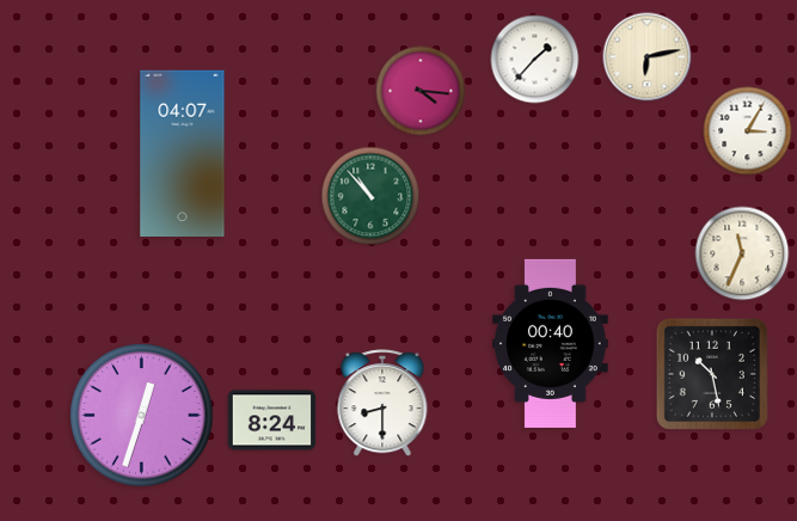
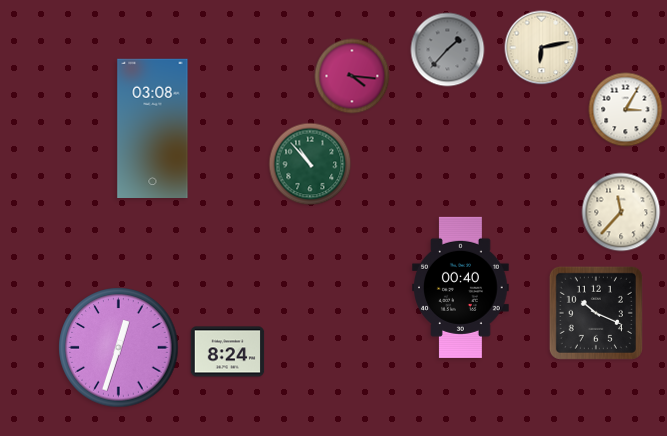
clock at (535, 60) dial: white -> grey
clock at (183, 153): 04:07 -> 03:08
clock at (742, 253): 11:34 -> 11:37
clock at (712, 374): 10:28 -> 10:19
clock at (382, 404): 8:30 -> none
